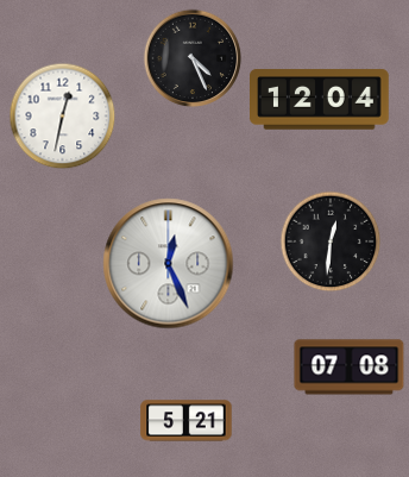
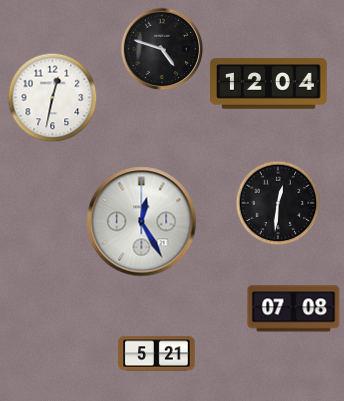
clock at (193, 58): 4:26 -> 4:48
clock at (169, 264): 12:26 -> 12:25
